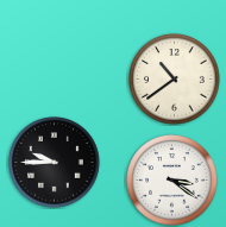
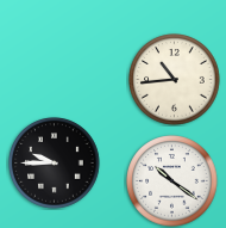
clock at (175, 80): 10:39 -> 10:44
clock at (172, 181): 3:21 -> 10:21
